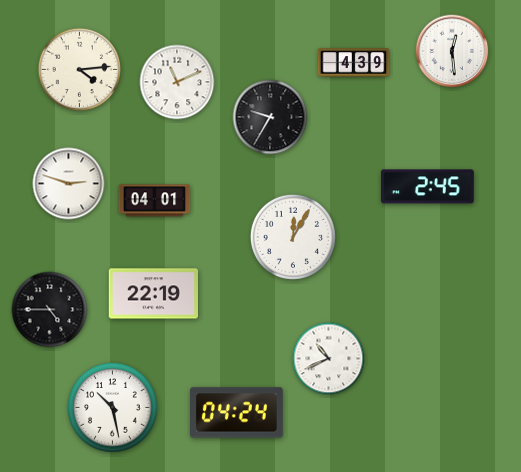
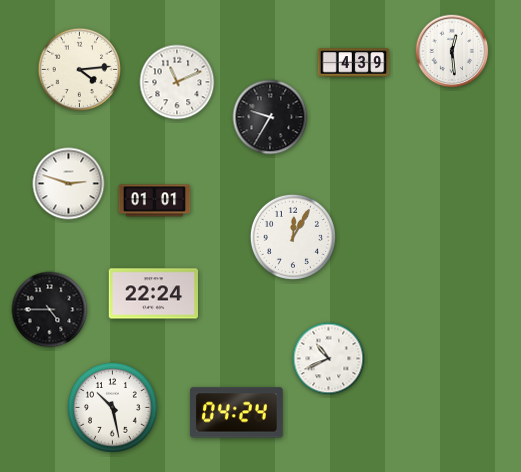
clock at (427, 187): 2:45 -> none
clock at (155, 201): 04:01 -> 01:01
clock at (154, 294): 22:19 -> 22:24
